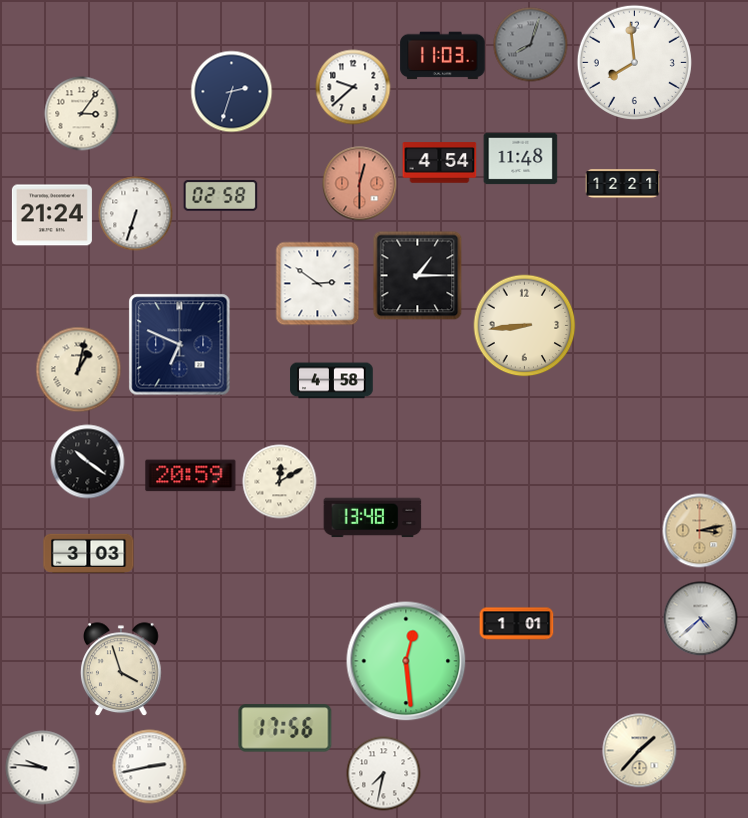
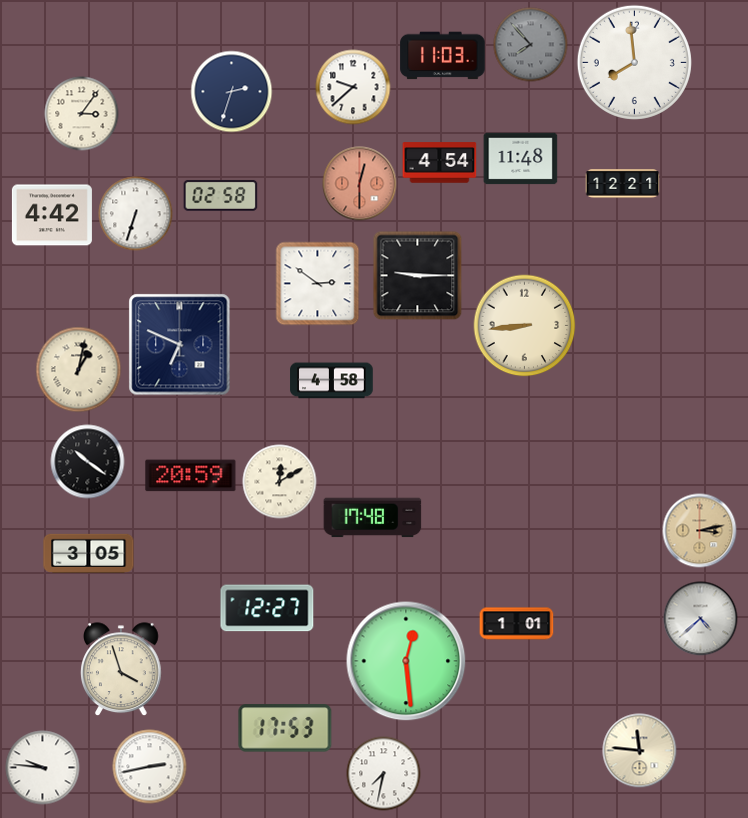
clock at (531, 45): 8:03 -> 7:53
clock at (52, 215): 21:24 -> 4:42
clock at (418, 276): 1:15 -> 9:15
clock at (373, 518): 13:48 -> 17:48
clock at (89, 553): 3:03 -> 3:05
clock at (267, 608): none -> 12:27
clock at (285, 728): 17:56 -> 17:53
clock at (640, 751): 1:37 -> 11:46
